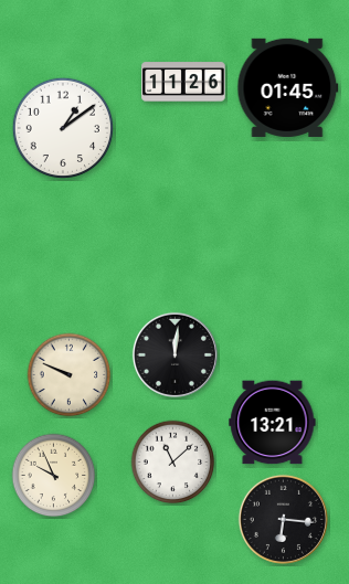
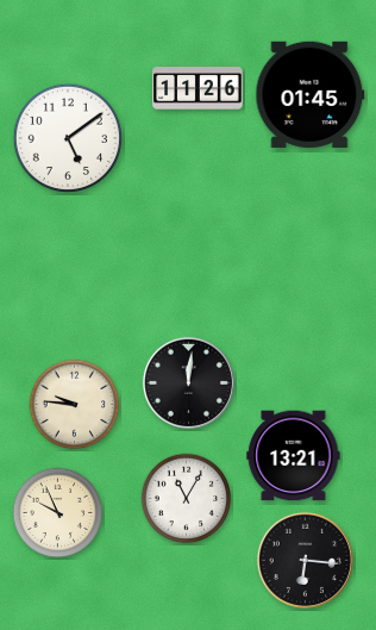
clock at (62, 127): 1:09 -> 5:09
clock at (70, 375): 9:49 -> 9:46
clock at (173, 463): 11:08 -> 11:05
